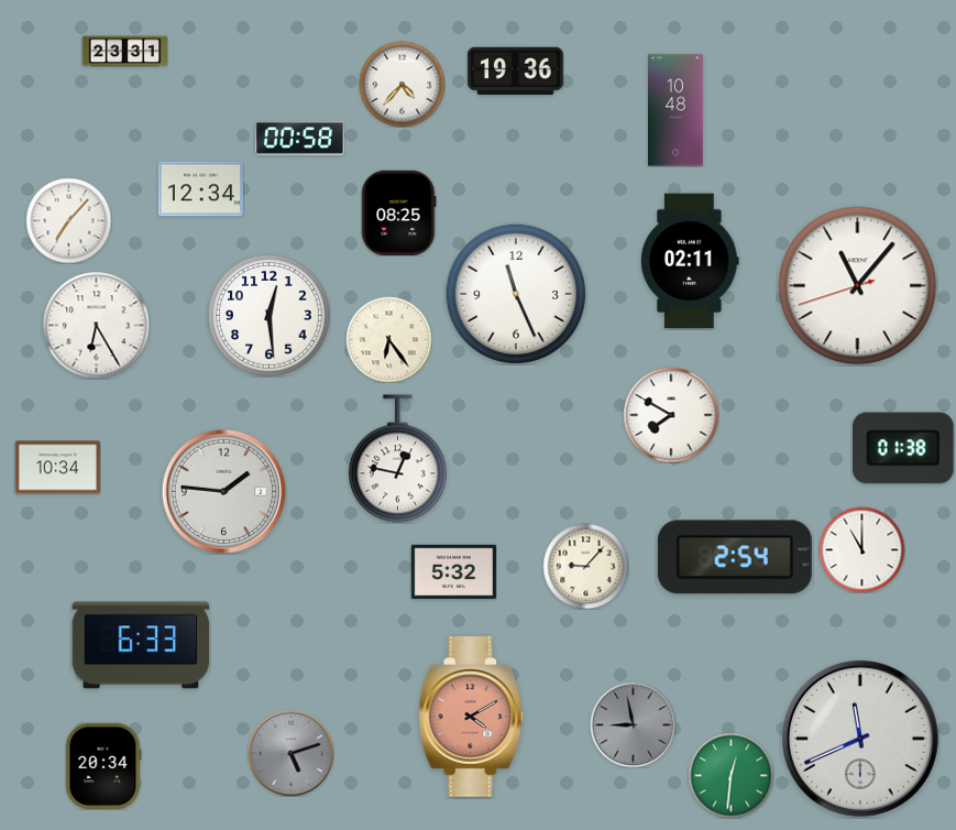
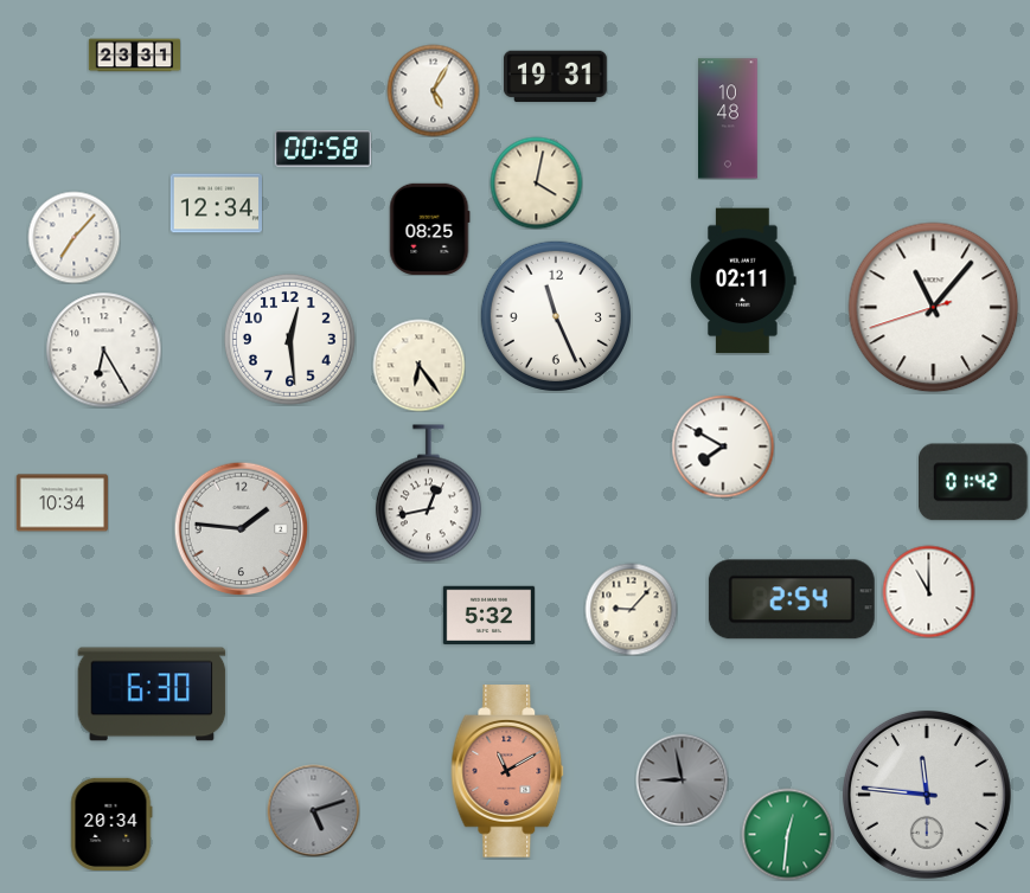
clock at (515, 72): 19:36 -> 19:31
clock at (402, 84): 4:37 -> 5:05
clock at (536, 182): none -> 4:02
clock at (858, 286) position: (858, 286) -> (934, 308)
clock at (904, 448): 01:38 -> 01:42
clock at (397, 459): 12:47 -> 12:43
clock at (141, 645): 6:33 -> 6:30
clock at (471, 717): 4:10 -> 11:10
clock at (860, 739): 11:41 -> 11:46
